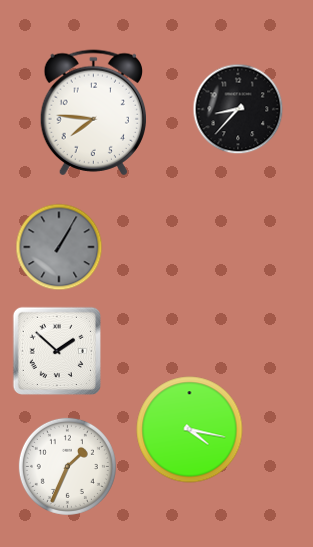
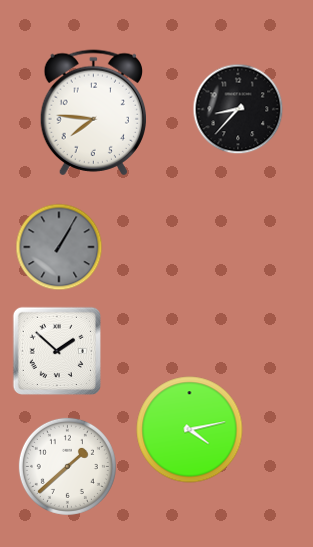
clock at (190, 430): 4:17 -> 4:13
clock at (67, 466): 1:34 -> 1:38
